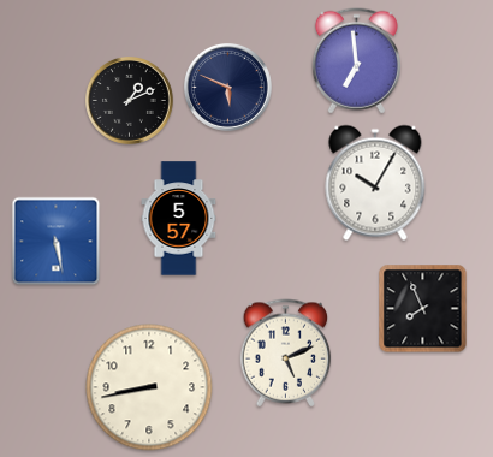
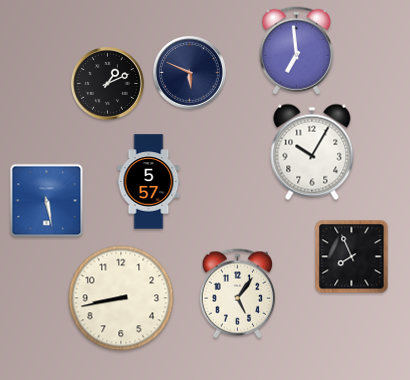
clock at (286, 354): 5:11 -> 5:06
clock at (149, 387) position: (149, 387) -> (121, 298)
